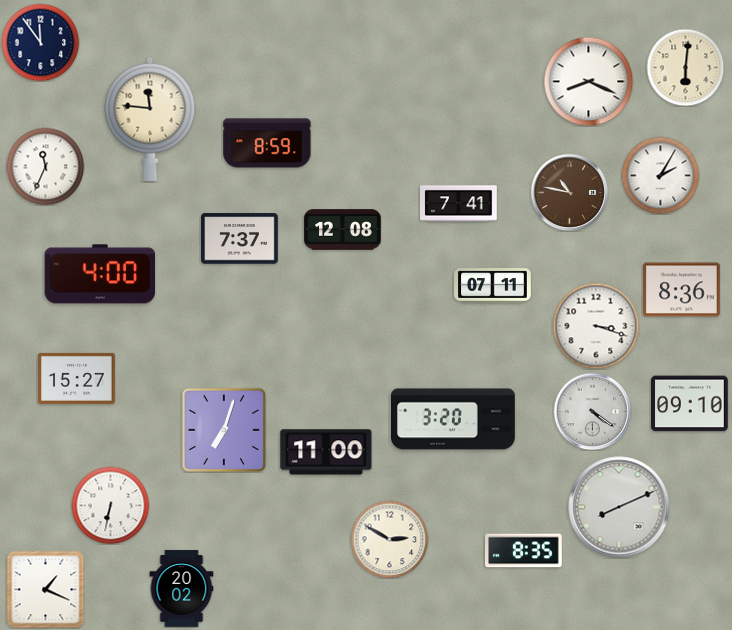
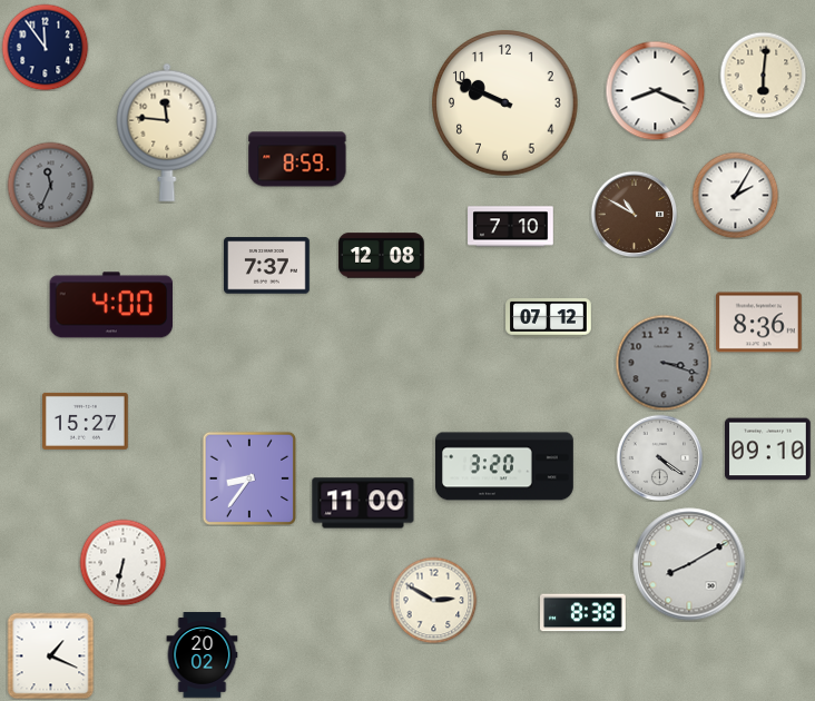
clock at (505, 103): none -> 9:49
clock at (45, 166) dial: white -> grey
clock at (569, 192): 10:47 -> 10:50
clock at (459, 204): 7:41 -> 7:10
clock at (493, 286): 07:11 -> 07:12
clock at (596, 326) dial: white -> grey
clock at (223, 429): 7:03 -> 8:36
clock at (619, 507): 8:11 -> 8:10
clock at (524, 551): 8:35 -> 8:38
